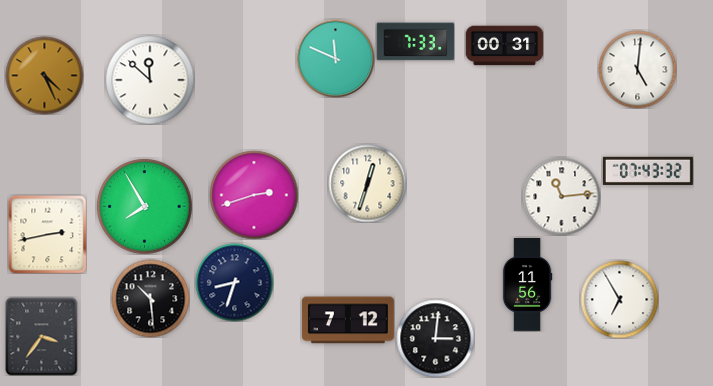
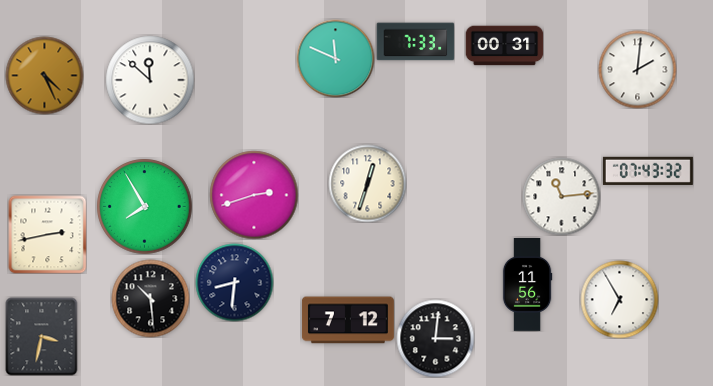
clock at (637, 69): 5:01 -> 2:01
clock at (234, 282): 8:33 -> 8:31
clock at (42, 336): 3:36 -> 3:32
